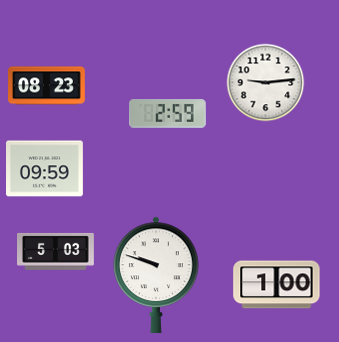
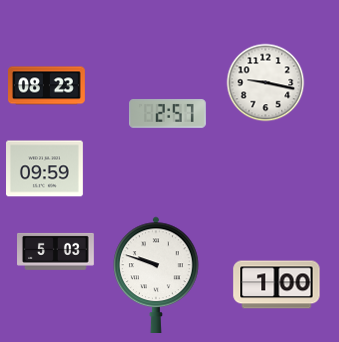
clock at (265, 82): 9:14 -> 9:17
clock at (168, 114): 2:59 -> 2:57
